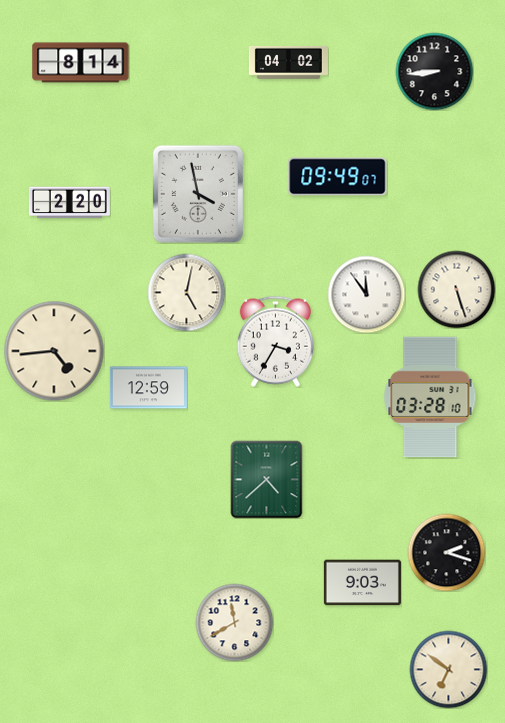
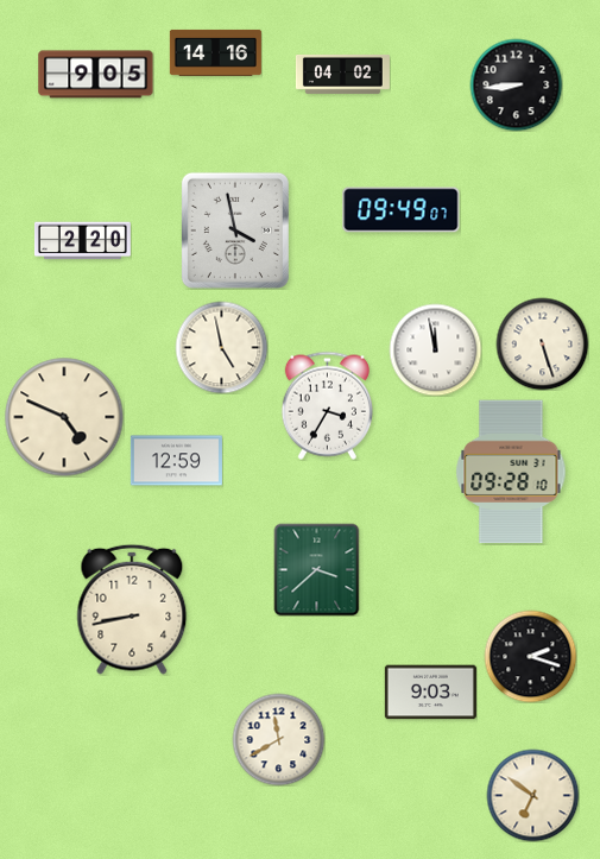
clock at (215, 52): none -> 14:16
clock at (81, 63): 8:14 -> 9:05
clock at (186, 292): 5:02 -> 4:58
clock at (366, 294): 11:54 -> 11:58
clock at (54, 351): 4:44 -> 4:49
clock at (430, 397): 03:28 -> 09:28
clock at (267, 479): 4:38 -> 3:38
clock at (132, 609): none -> 8:43
